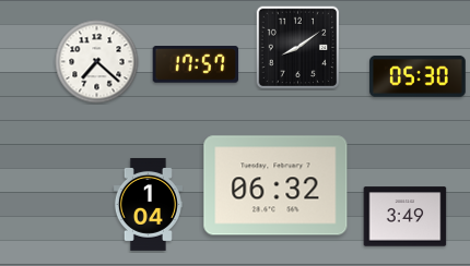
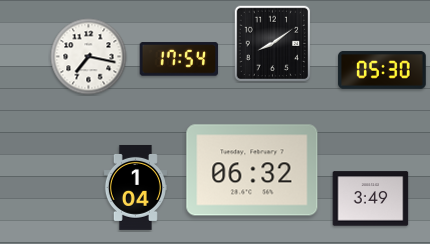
clock at (97, 62): 7:22 -> 7:17
clock at (196, 64): 17:57 -> 17:54
